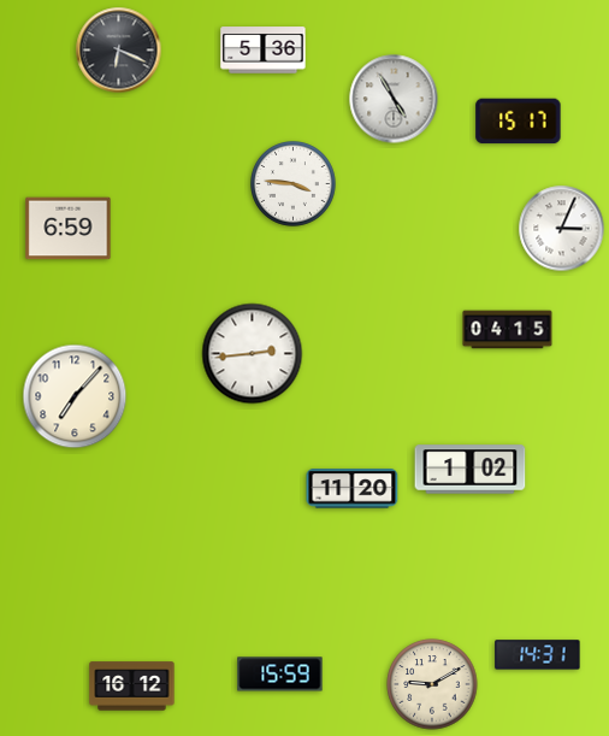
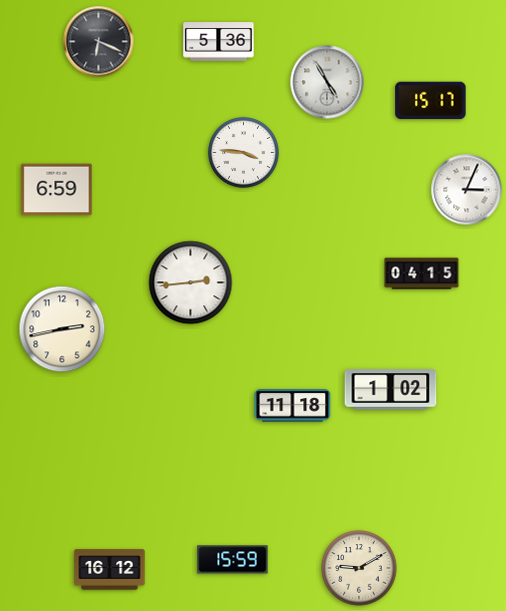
clock at (253, 354) position: (253, 354) -> (191, 283)
clock at (75, 396): 7:07 -> 2:43
clock at (353, 489): 11:20 -> 11:18
clock at (538, 655): 14:31 -> none
